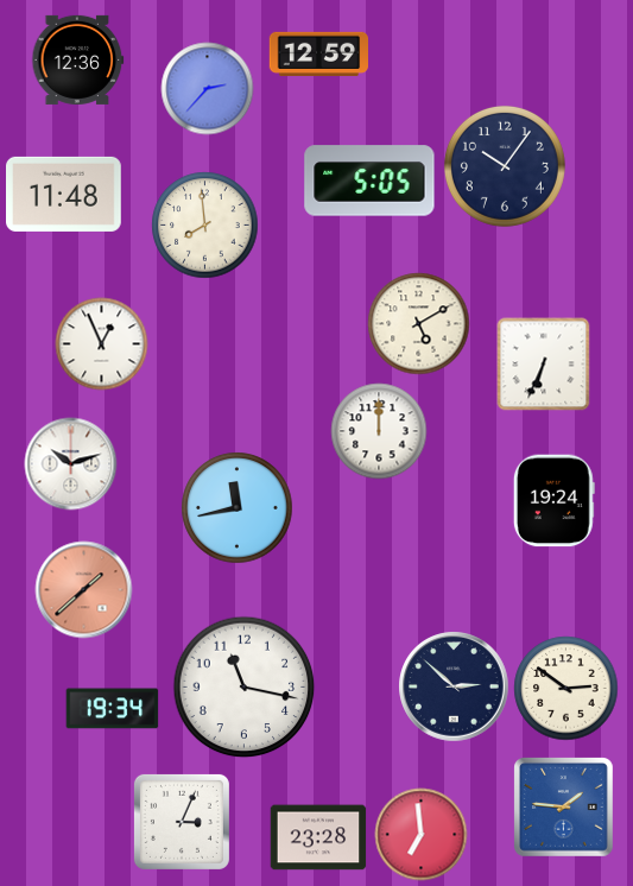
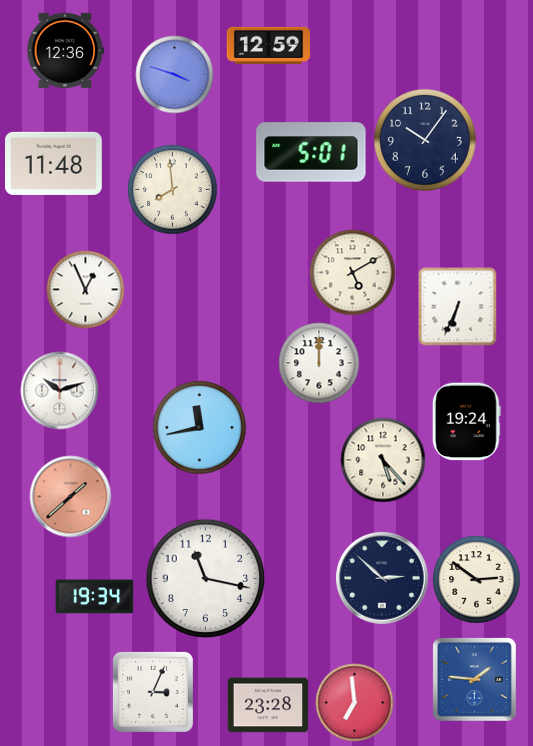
clock at (207, 88): 2:37 -> 3:48
clock at (369, 181): 5:05 -> 5:01
clock at (383, 460): none -> 5:23
